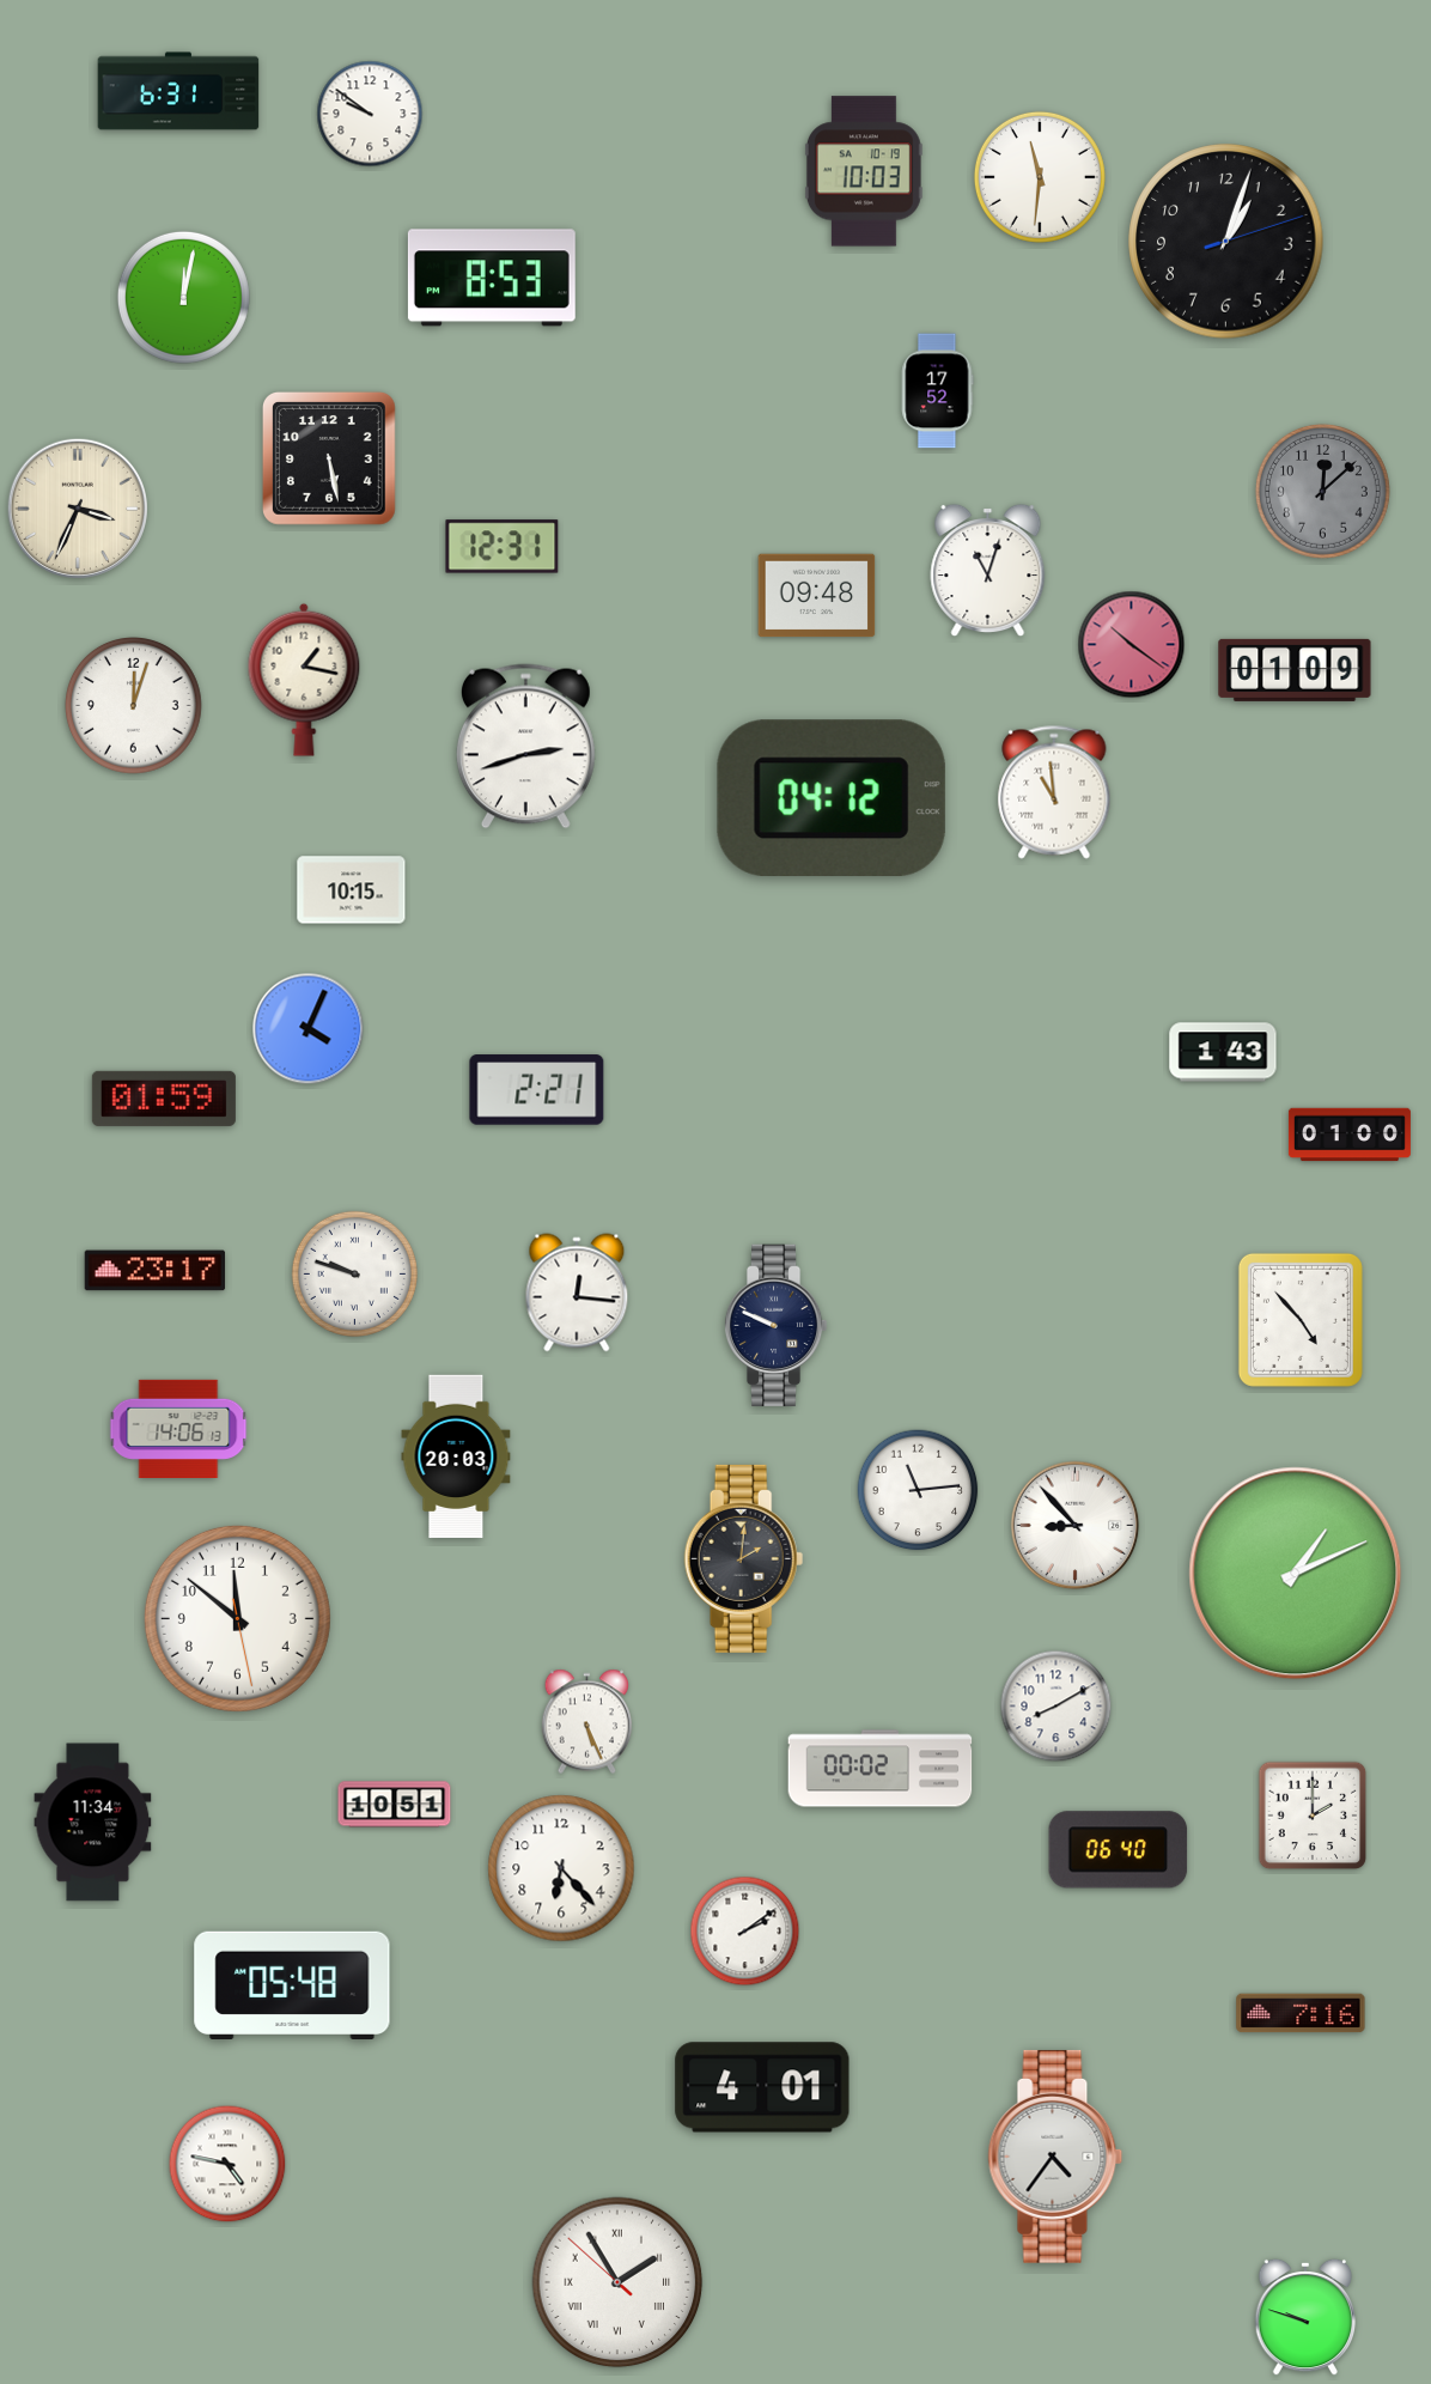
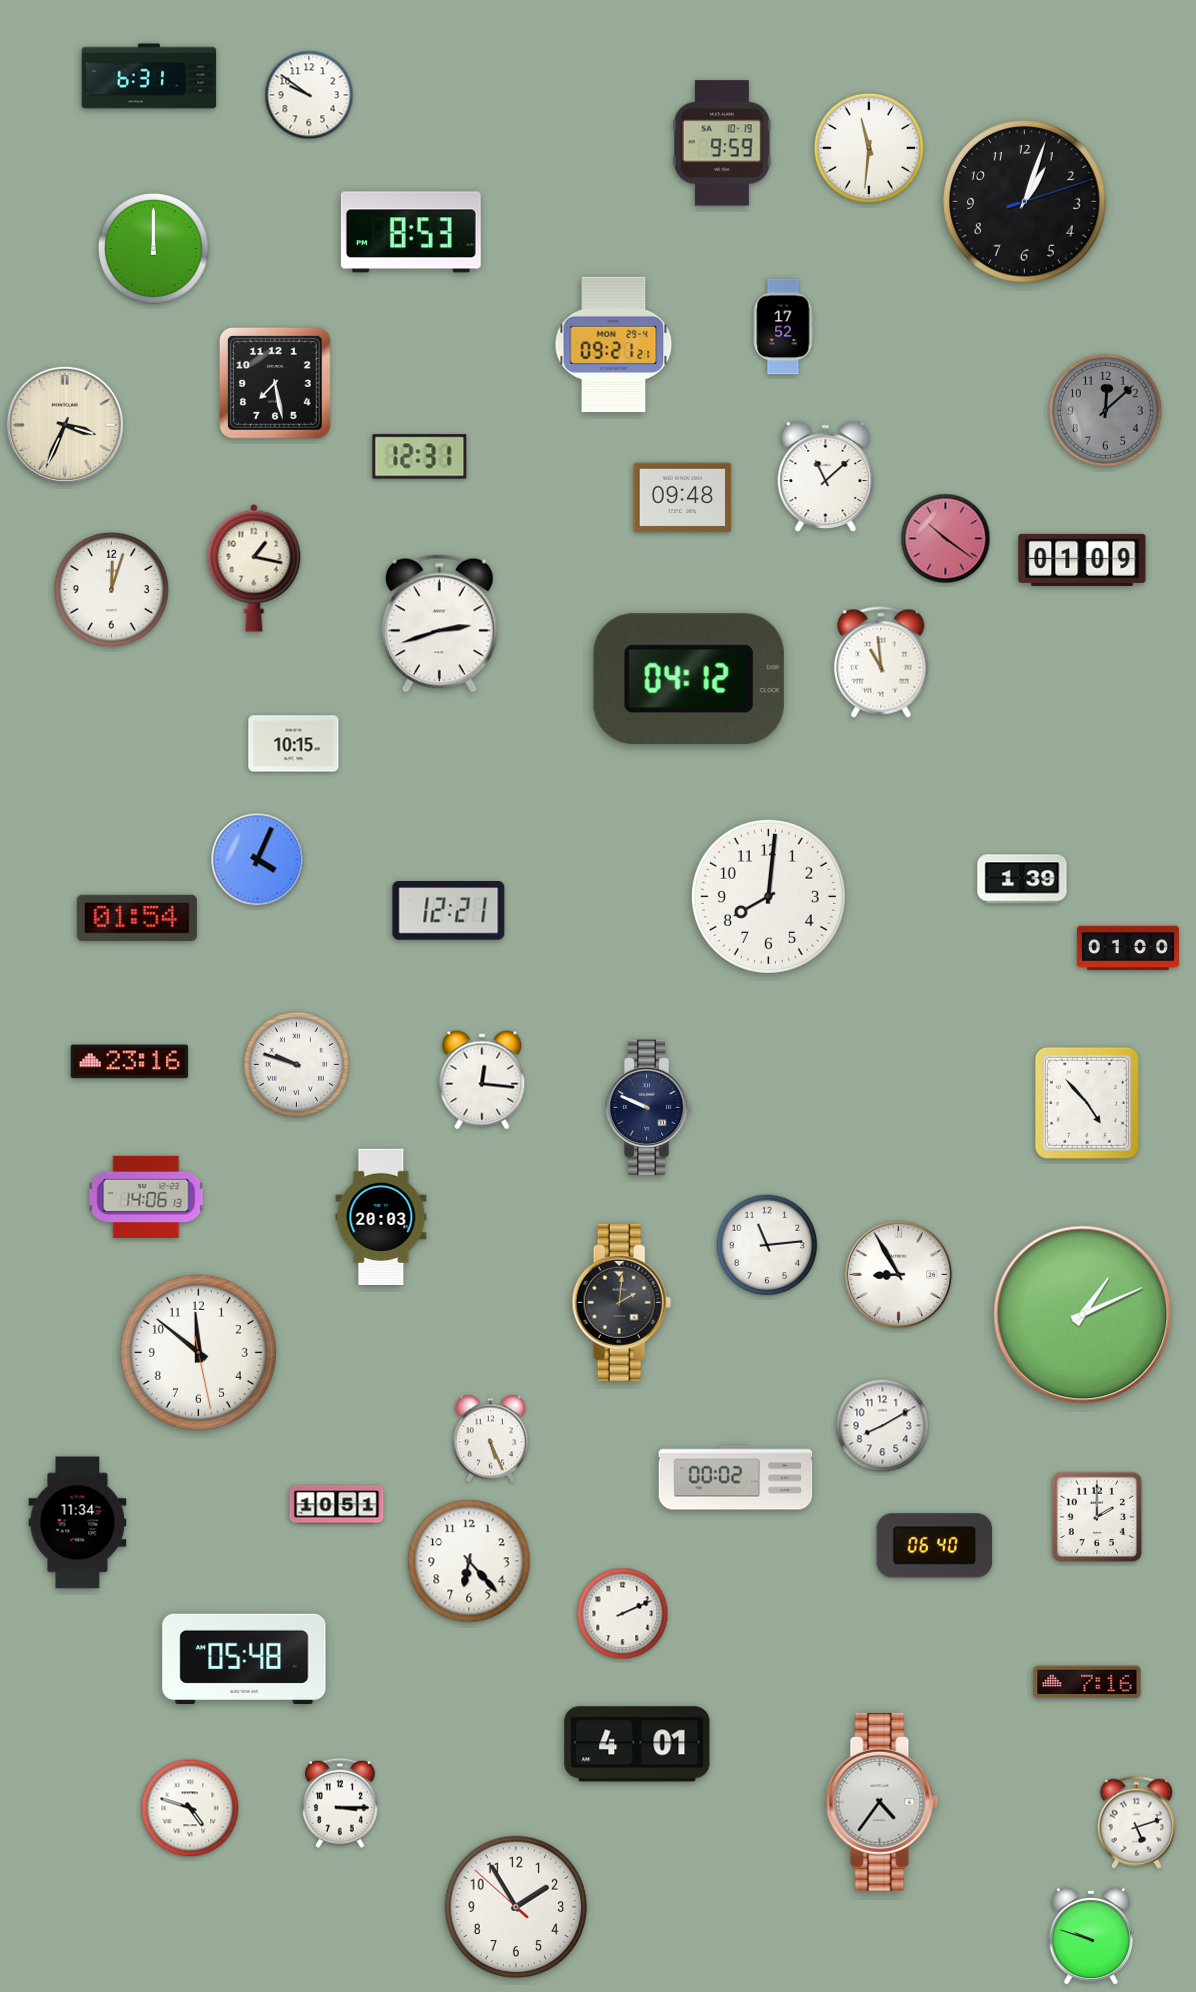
clock at (864, 171): 10:03 -> 9:59
clock at (183, 297): 12:02 -> 12:00
clock at (614, 345): none -> 09:21
clock at (329, 458): 5:28 -> 7:28
clock at (988, 571): 11:03 -> 11:08
clock at (832, 797) position: (832, 797) -> (689, 678)
clock at (1223, 1052): 1:43 -> 1:39
clock at (768, 896): none -> 8:01
clock at (537, 1090): 2:21 -> 12:21
clock at (164, 1099): 01:59 -> 01:54
clock at (156, 1271): 23:17 -> 23:16
clock at (178, 1428) position: (178, 1428) -> (146, 1196)
clock at (1076, 1526): 8:53 -> 8:55
clock at (395, 1805) position: (395, 1805) -> (337, 1505)
clock at (745, 1932): 2:09 -> 2:11
clock at (340, 1803): none -> 3:15
clock at (227, 2164): 4:47 -> 4:48
clock at (1136, 1822): none -> 5:12
clock at (617, 2282) numerals: Roman -> Arabic
